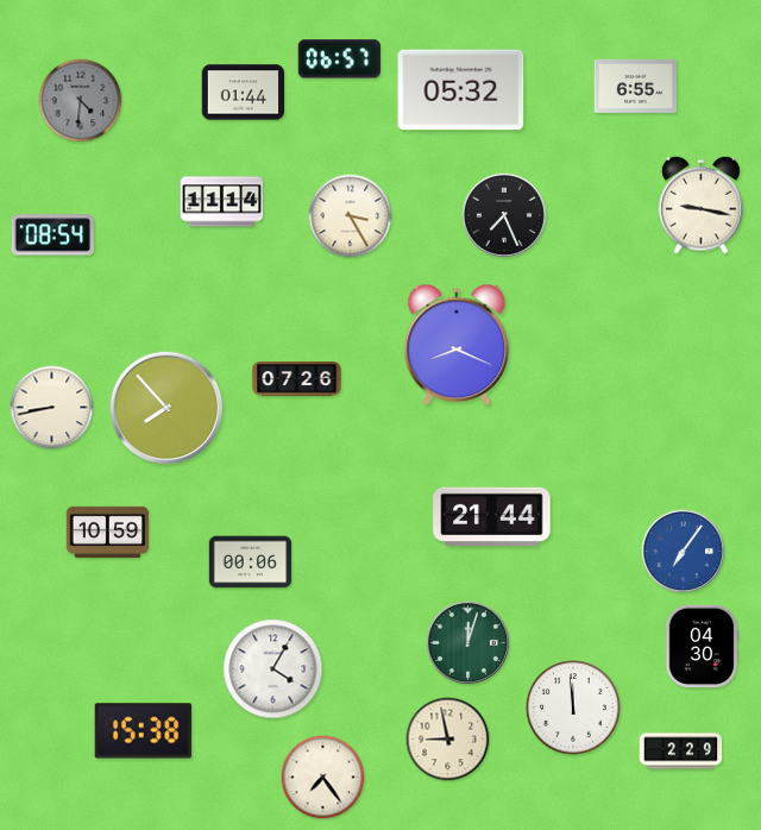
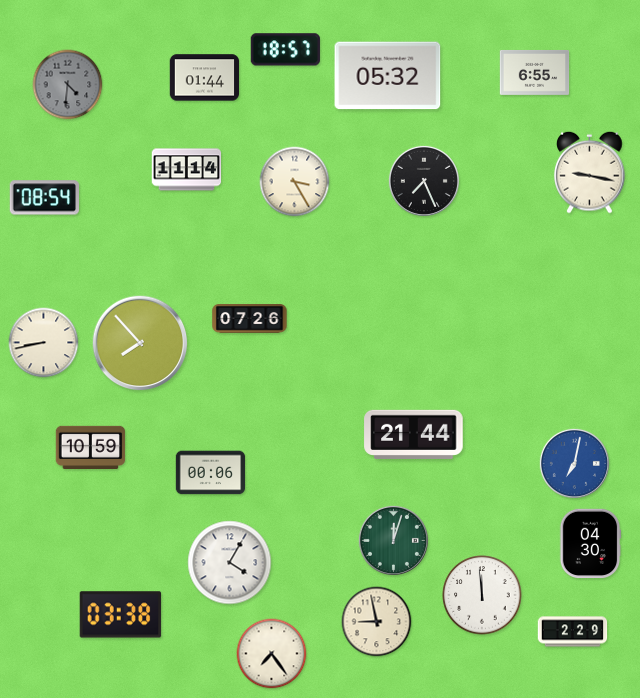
clock at (339, 59): 06:57 -> 18:57
clock at (457, 345): 8:19 -> none
clock at (683, 551): 7:06 -> 7:02
clock at (144, 731): 15:38 -> 03:38
